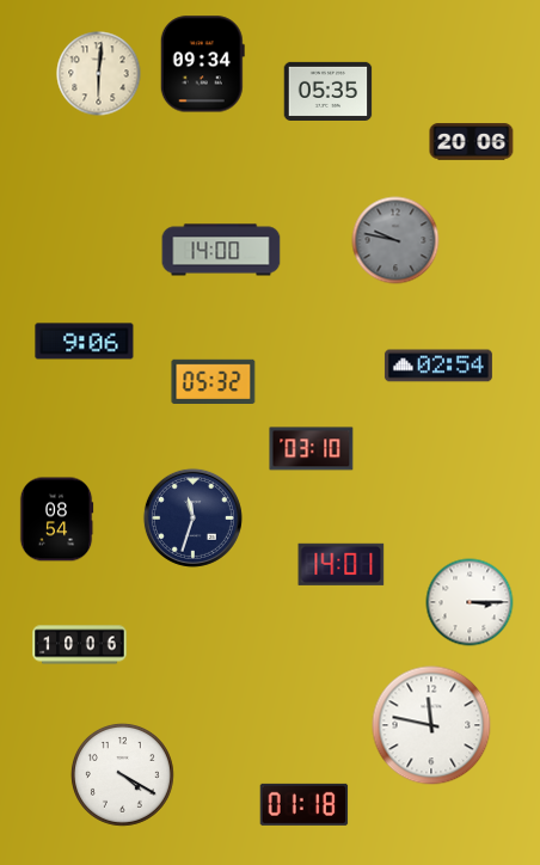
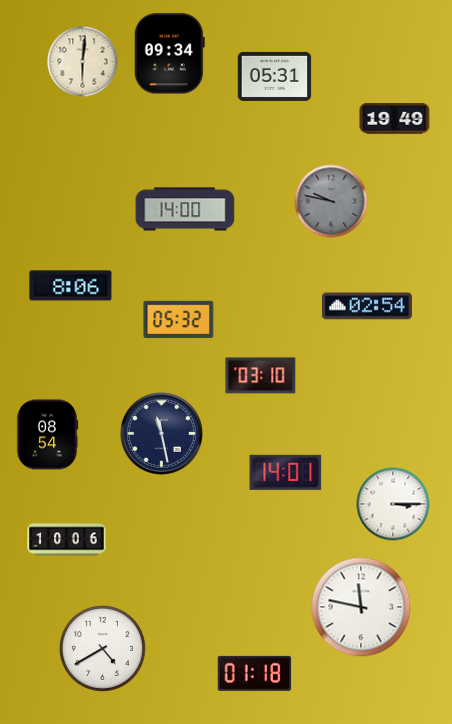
clock at (329, 91): 05:35 -> 05:31
clock at (472, 142): 20:06 -> 19:49
clock at (85, 342): 9:06 -> 8:06
clock at (192, 517): 11:33 -> 11:28
clock at (122, 774): 4:20 -> 4:40
